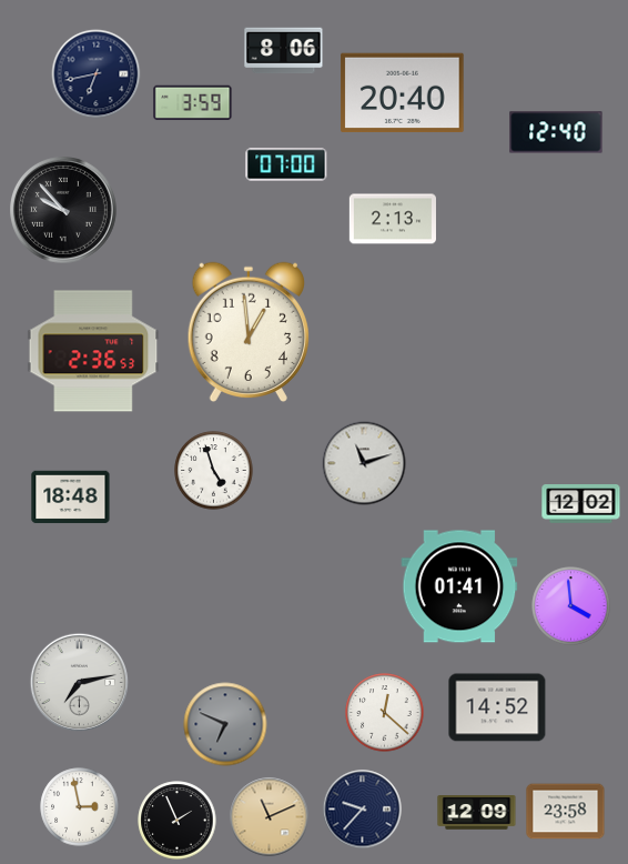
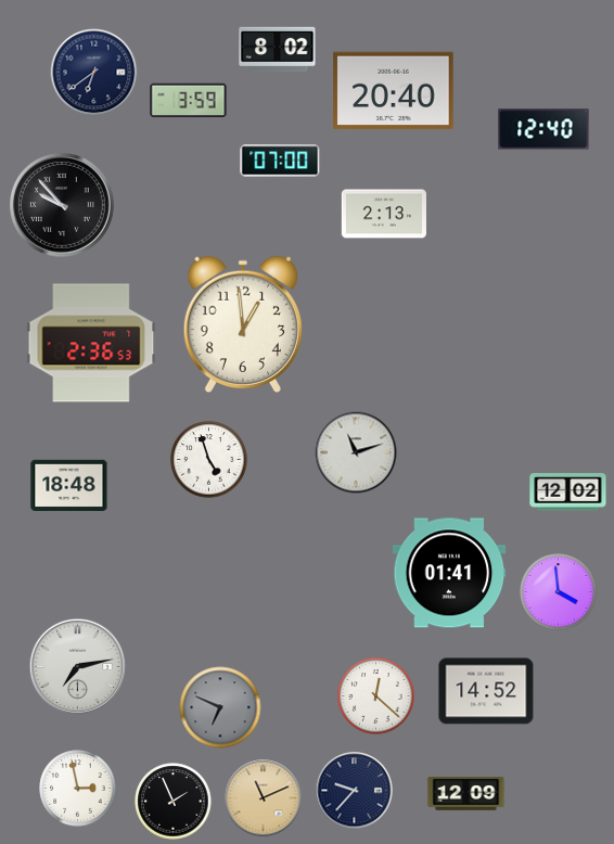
clock at (284, 51): 8:06 -> 8:02
clock at (97, 74): 6:43 -> 6:39
clock at (566, 812): 23:58 -> none
